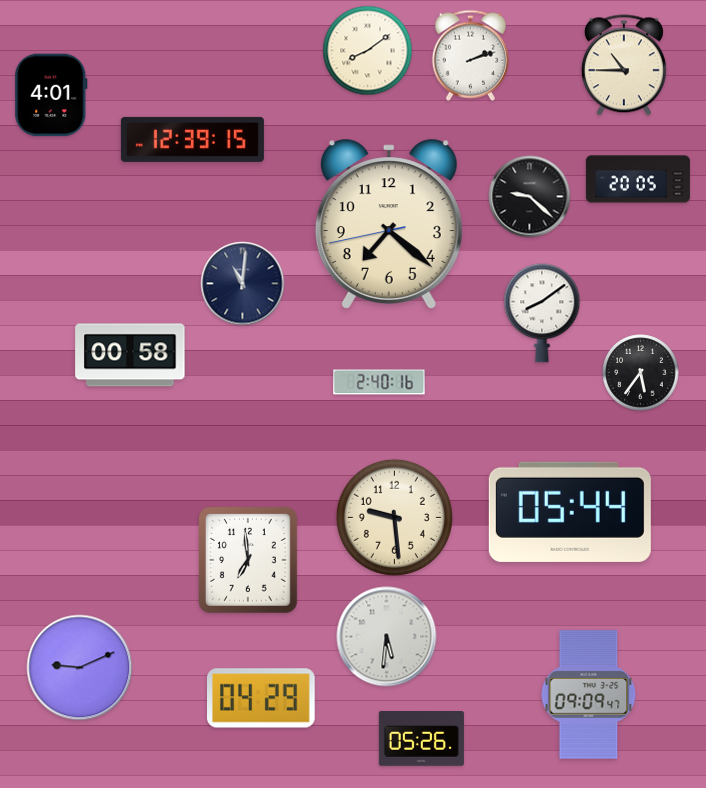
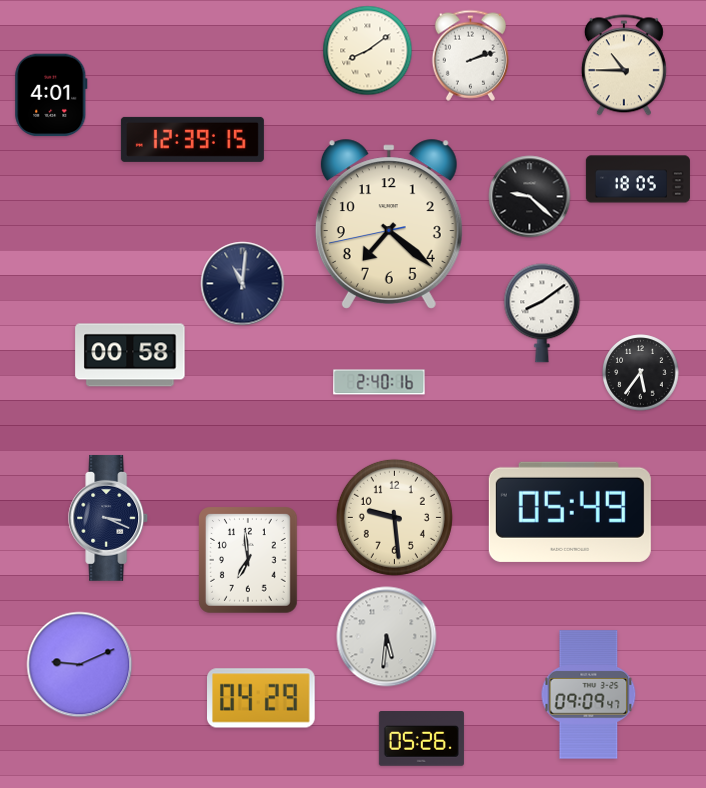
clock at (638, 179): 20:05 -> 18:05
clock at (570, 512): 05:44 -> 05:49
clock at (109, 518): none -> 3:19
clock at (80, 668) position: (80, 668) -> (80, 665)
